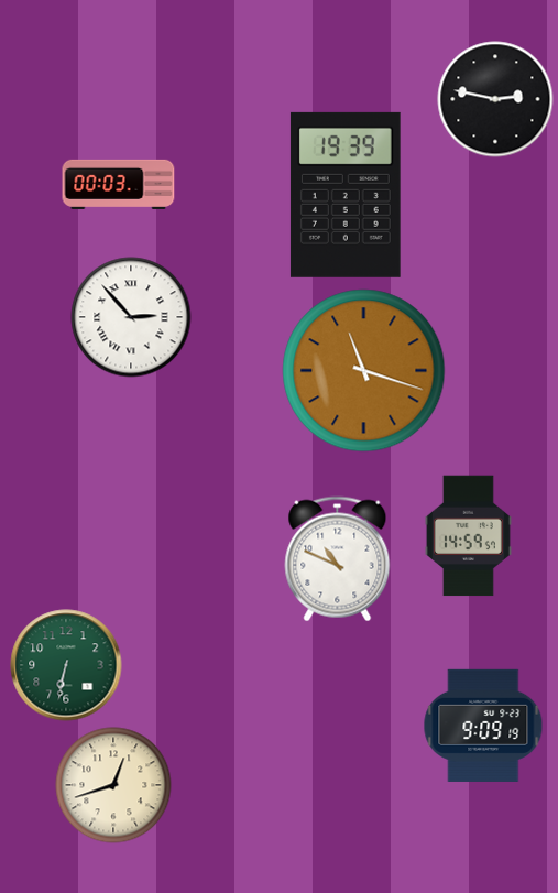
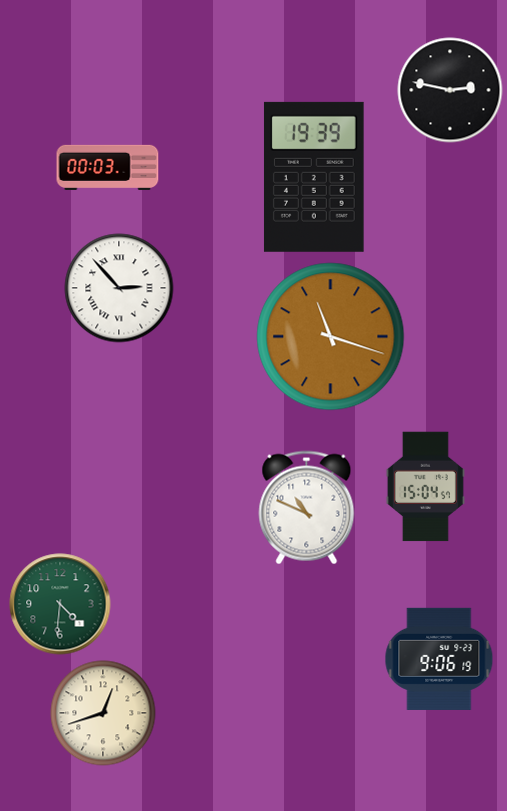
clock at (468, 536): 14:59 -> 15:04
clock at (66, 665): 6:32 -> 4:31
clock at (483, 726): 9:09 -> 9:06
